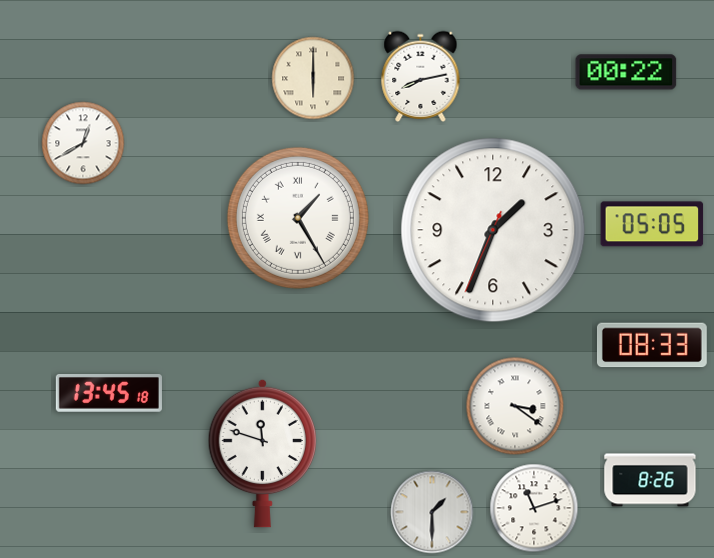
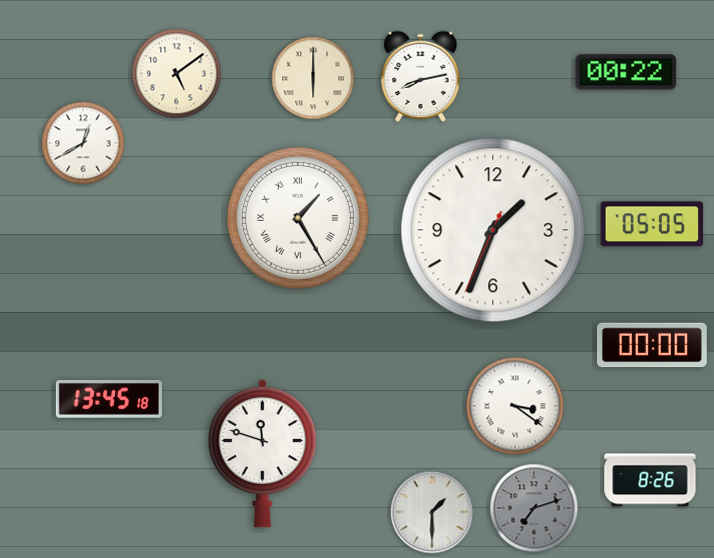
clock at (177, 74): none -> 5:09
clock at (652, 345): 08:33 -> 00:00
clock at (109, 394) position: (109, 394) -> (109, 400)
clock at (534, 508): 11:12 -> 7:12
clock at (534, 508) dial: white -> grey
